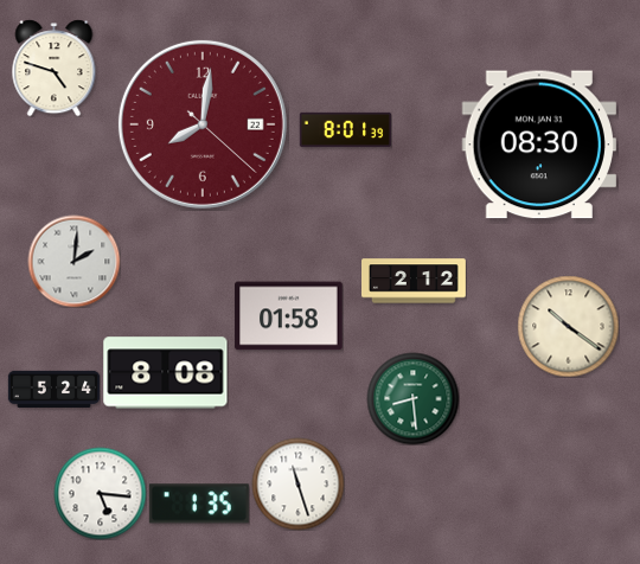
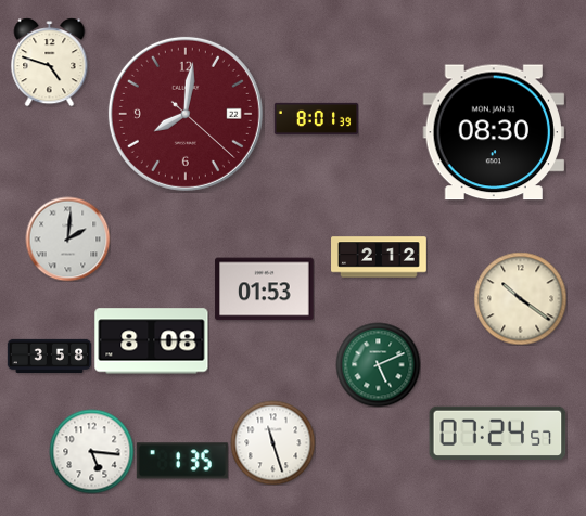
clock at (289, 316): 01:58 -> 01:53
clock at (53, 389): 5:24 -> 3:58
clock at (412, 398): 8:29 -> 5:11
clock at (498, 433): none -> 07:24
